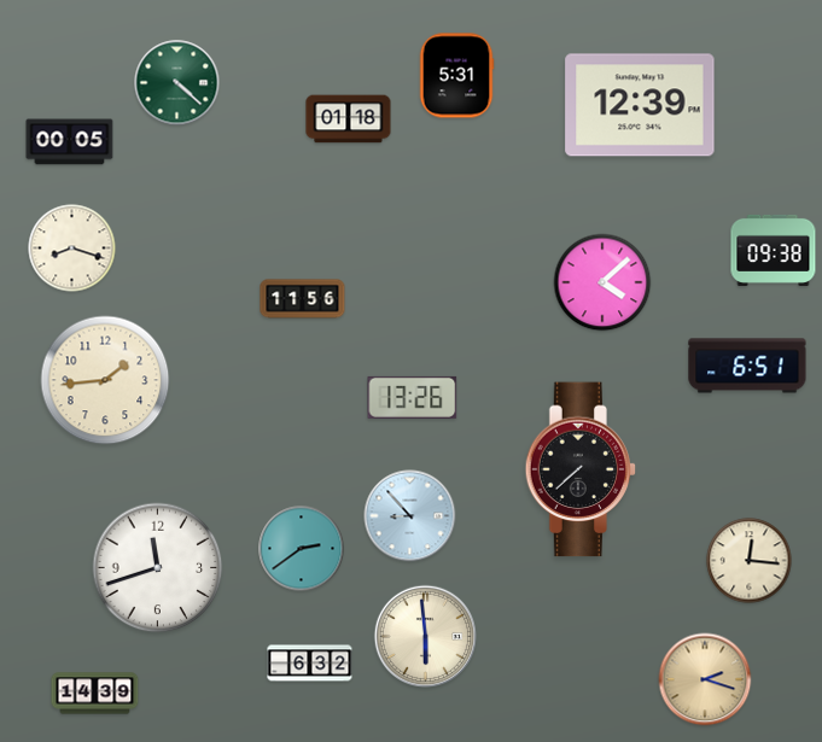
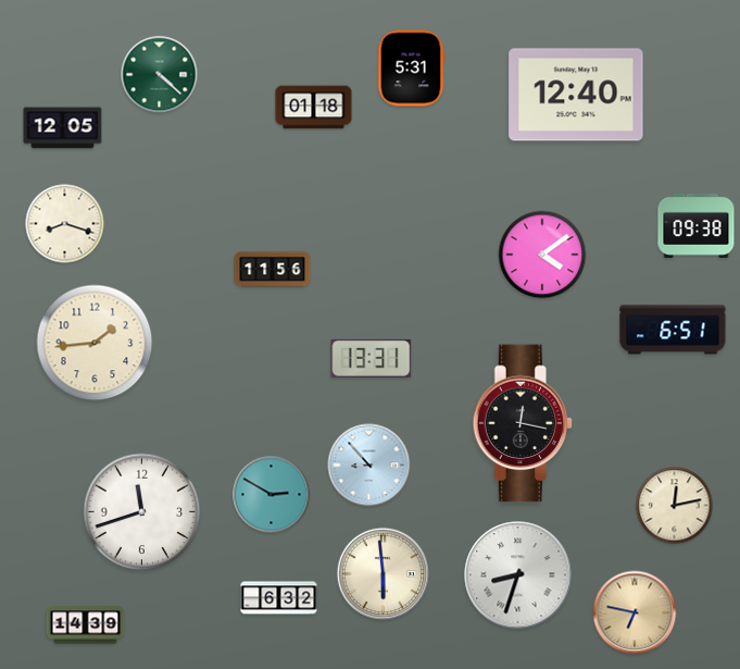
clock at (640, 105): 12:39 -> 12:40
clock at (70, 142): 00:05 -> 12:05
clock at (602, 282): 4:08 -> 4:09
clock at (413, 397): 13:26 -> 13:31
clock at (581, 469): 7:38 -> 12:17
clock at (302, 549): 2:39 -> 2:50
clock at (750, 561): 12:16 -> 12:13
clock at (518, 575): none -> 8:33
clock at (705, 679): 2:18 -> 6:47
